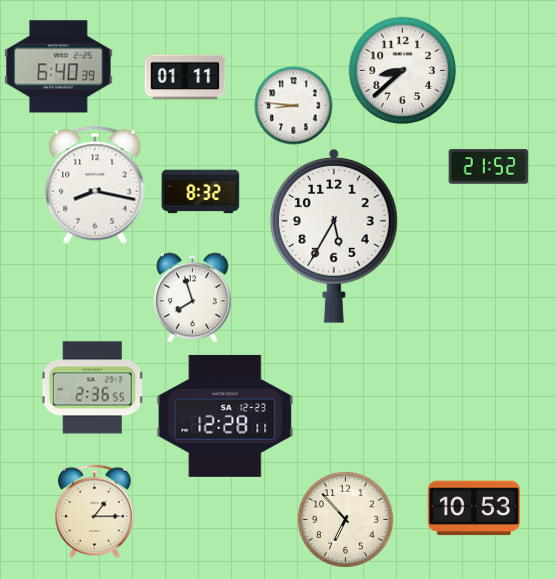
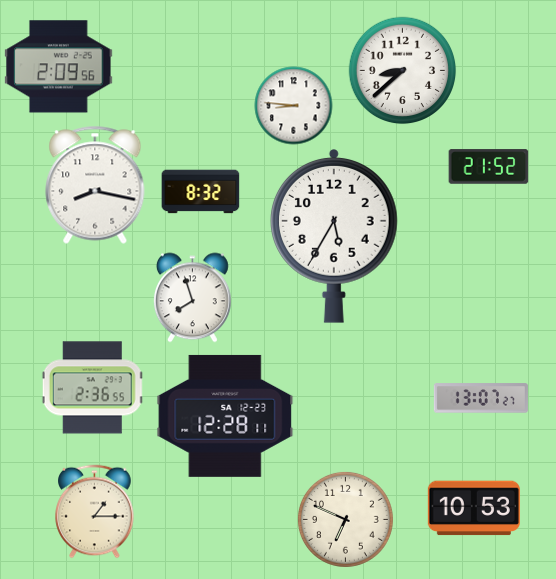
clock at (59, 67): 6:40 -> 2:09
clock at (185, 77): 01:11 -> none
clock at (481, 398): none -> 13:07
clock at (345, 519): 6:53 -> 6:49
